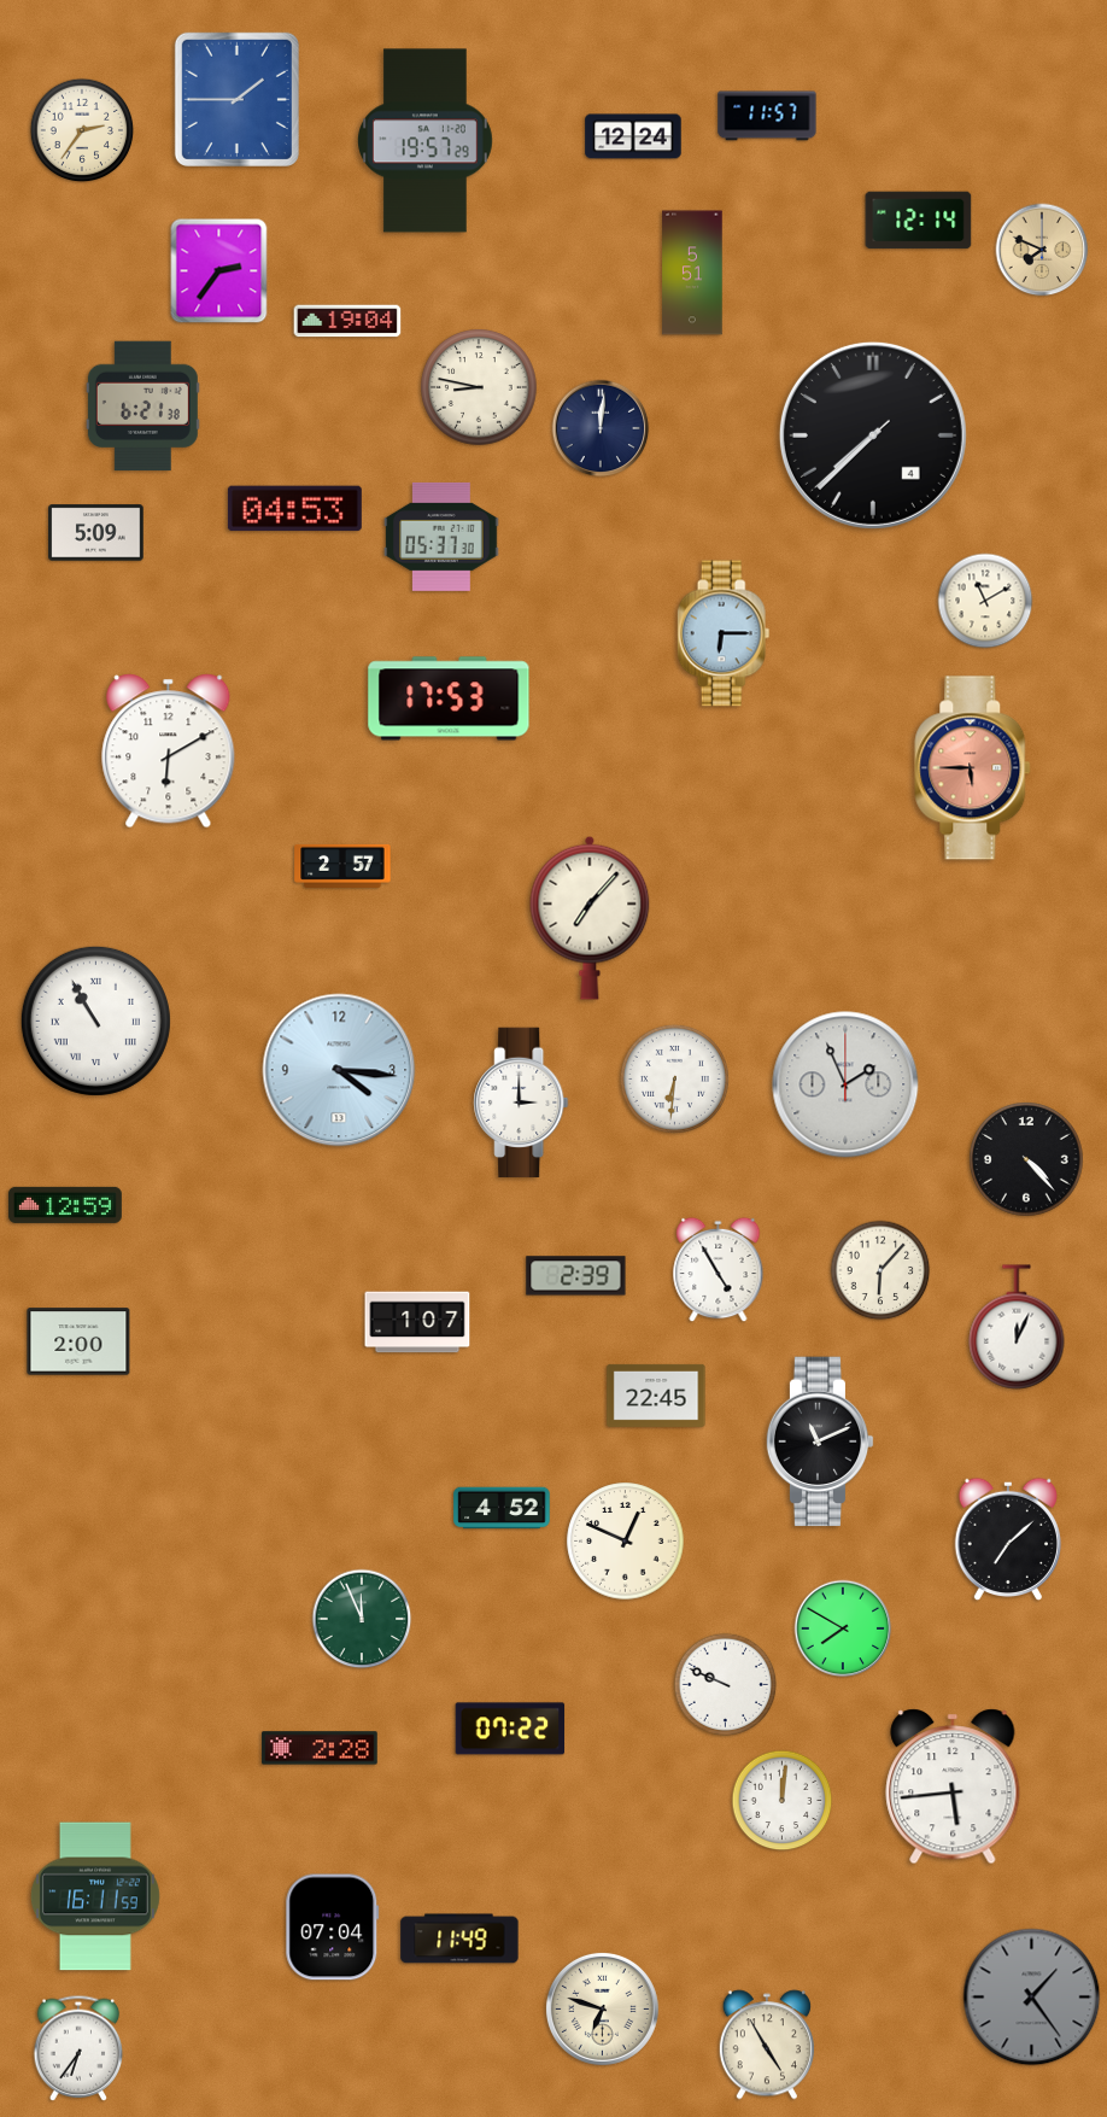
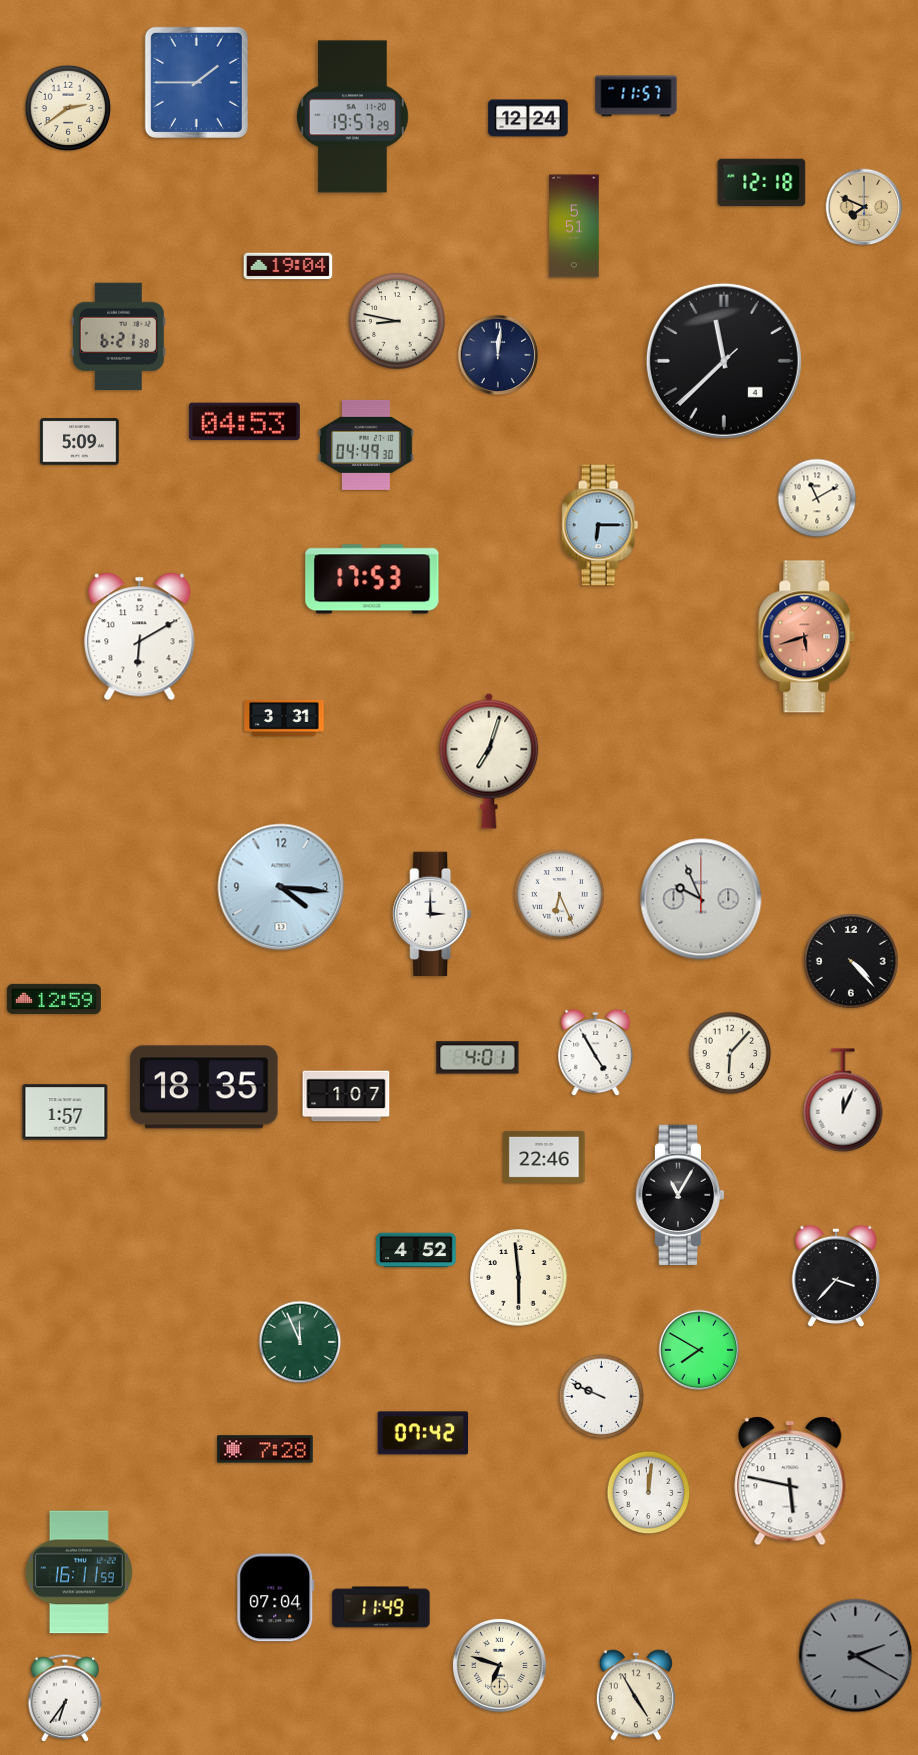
clock at (82, 130): 2:36 -> 2:39
clock at (633, 136) position: (633, 136) -> (528, 118)
clock at (919, 221): 12:14 -> 12:18
clock at (219, 271): 2:36 -> none
clock at (873, 435): 7:37 -> 11:37
clock at (441, 537): 05:37 -> 04:49
clock at (169, 752) position: (169, 752) -> (140, 637)
clock at (973, 768): 5:45 -> 5:42
clock at (342, 866): 2:57 -> 3:31
clock at (590, 918): 7:07 -> 7:03
clock at (95, 1021): 10:55 -> none
clock at (674, 1078): 6:31 -> 6:26
clock at (845, 1084): 1:56 -> 9:56
clock at (576, 1276): 2:39 -> 4:01
clock at (204, 1087): none -> 18:35
clock at (78, 1341): 2:00 -> 1:57
clock at (656, 1396): 22:45 -> 22:46
clock at (820, 1441): 11:11 -> 11:05
clock at (1007, 1538): 7:08 -> 3:37
clock at (626, 1542): 12:49 -> 5:59
clock at (510, 1729): 07:22 -> 07:42
clock at (320, 1748): 2:28 -> 7:28
clock at (953, 1786): 5:44 -> 5:47
clock at (1032, 1998): 1:24 -> 2:20
